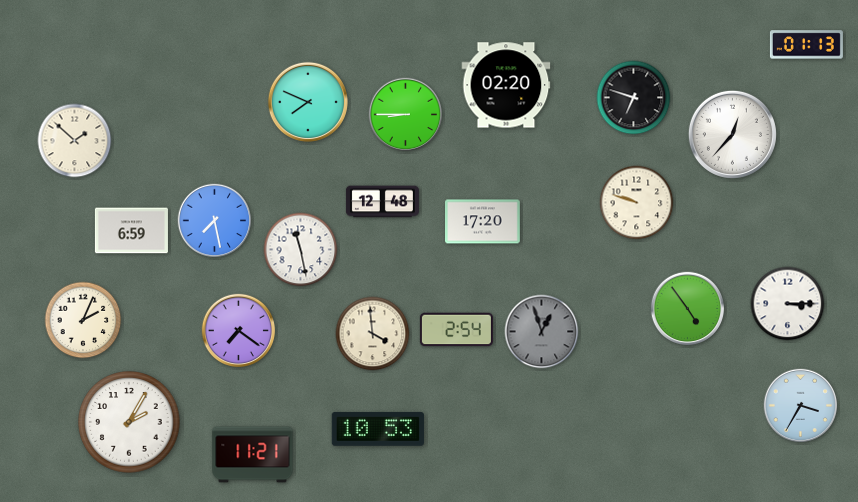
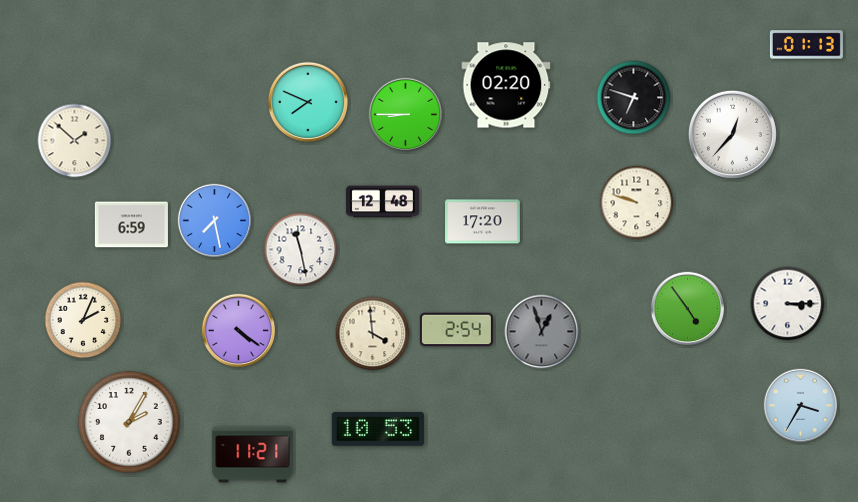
clock at (131, 231) position: (131, 231) -> (131, 225)
clock at (239, 331): 7:21 -> 4:21
